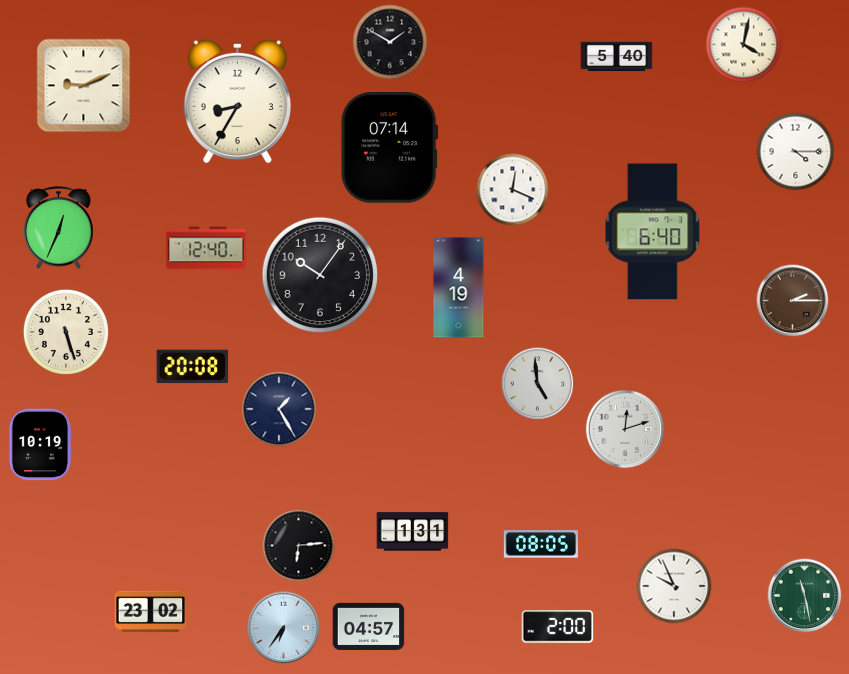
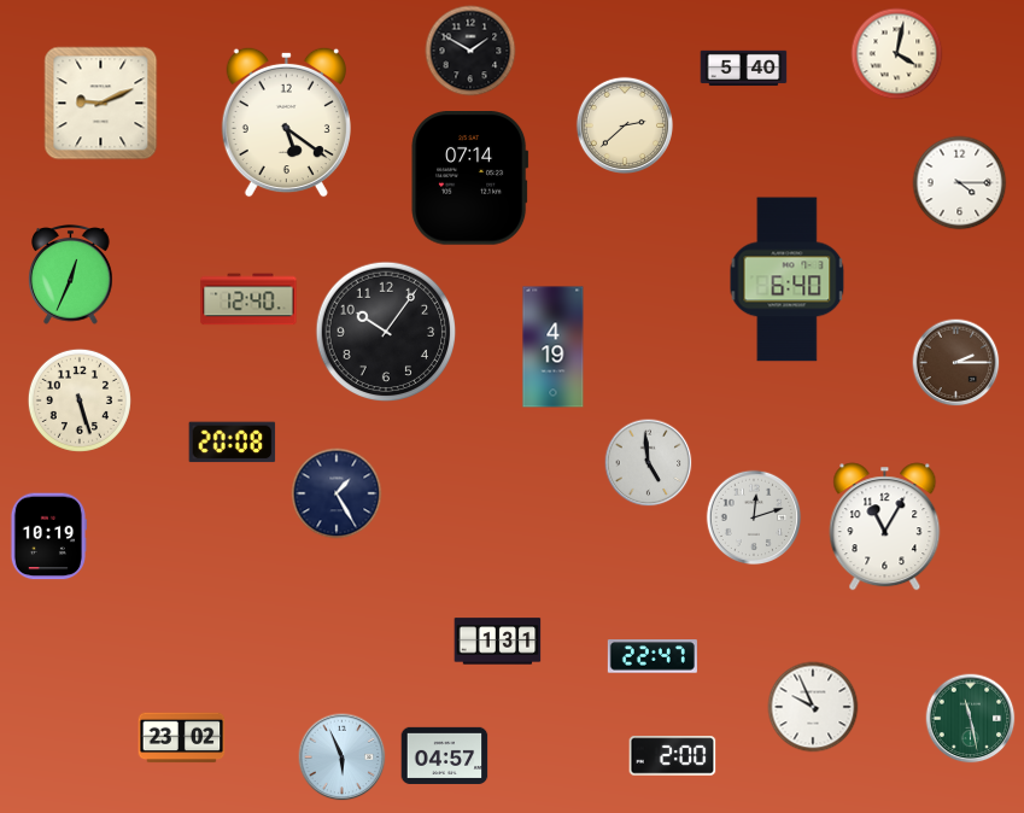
clock at (237, 101): 8:35 -> 5:21
clock at (624, 124): none -> 2:38
clock at (513, 190): 12:19 -> none
clock at (885, 527): none -> 11:05
clock at (541, 544): 08:05 -> 22:47
clock at (299, 546): 6:14 -> none
clock at (284, 628): 6:36 -> 5:56
